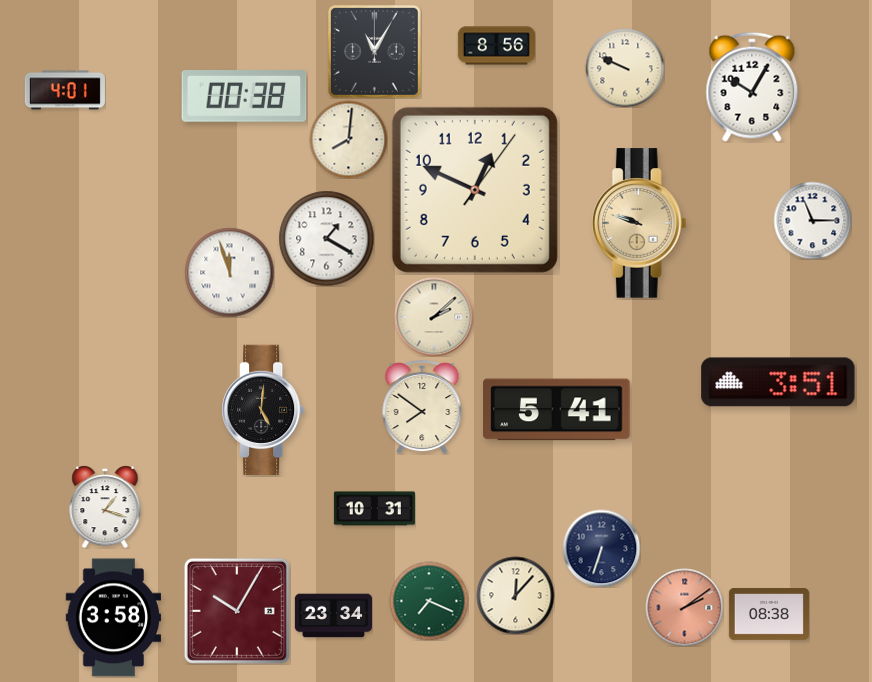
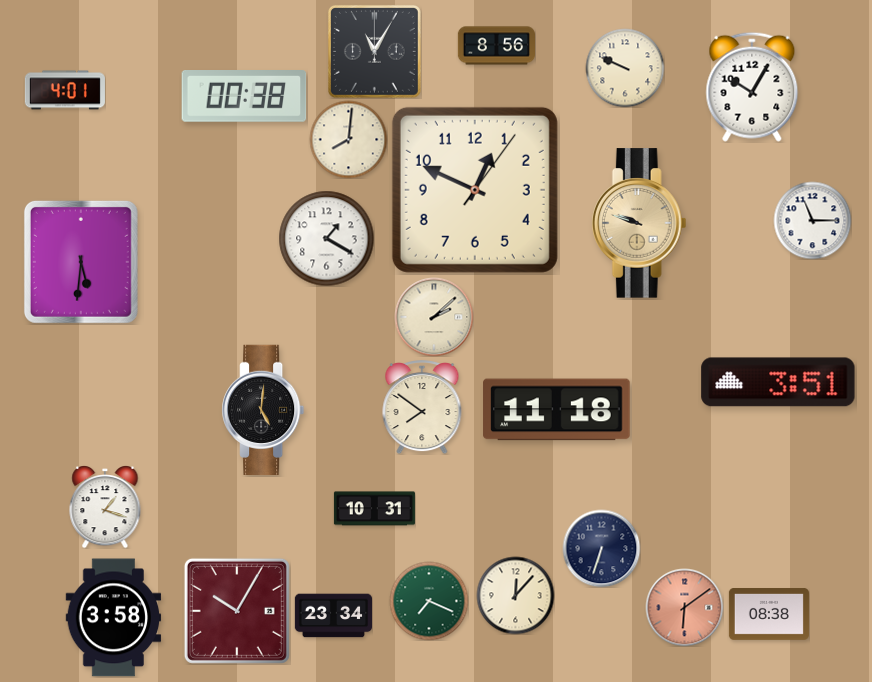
clock at (81, 262): none -> 5:31
clock at (229, 272): 11:57 -> none
clock at (557, 410): 5:41 -> 11:18
clock at (684, 607): 2:09 -> 6:09
